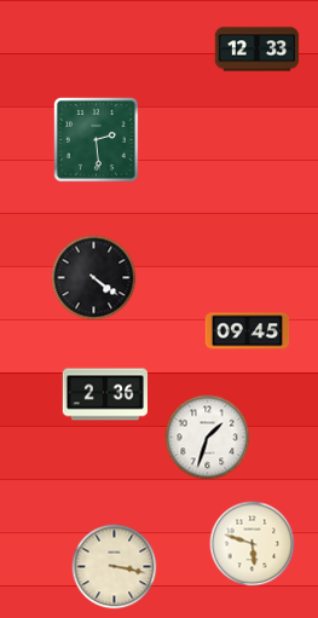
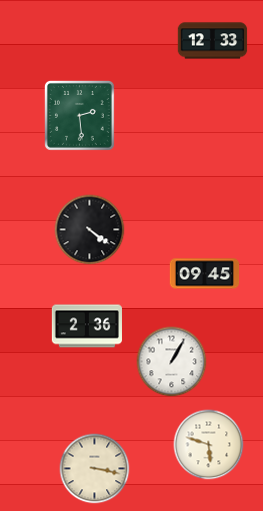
clock at (94, 278) position: (94, 278) -> (90, 230)
clock at (208, 438): 1:33 -> 1:05
clock at (253, 544) position: (253, 544) -> (209, 445)
